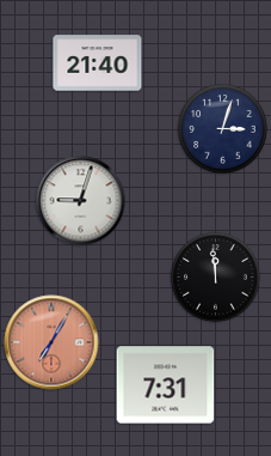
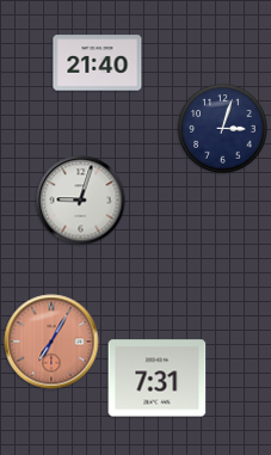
clock at (216, 278): 11:59 -> none
clock at (166, 385) position: (166, 385) -> (158, 379)
